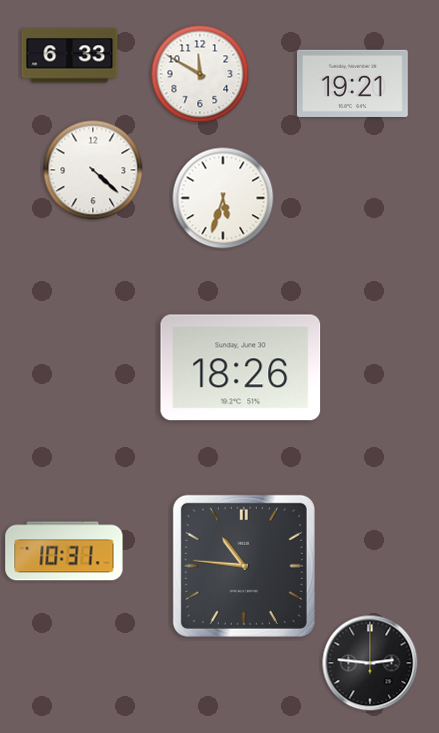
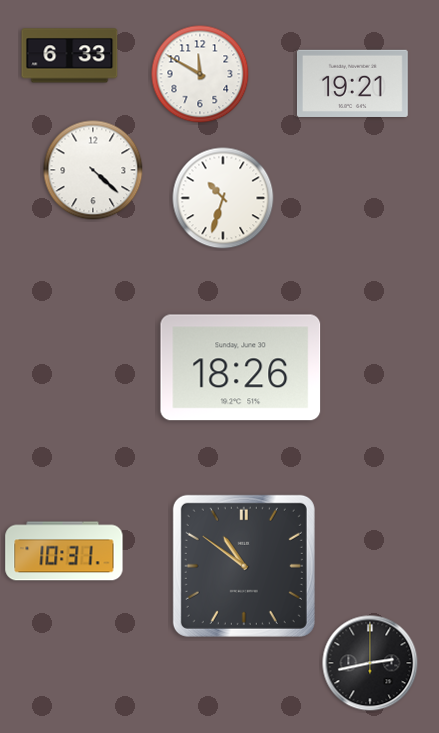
clock at (223, 198): 5:33 -> 10:33
clock at (244, 566): 10:46 -> 10:51
clock at (370, 663): 2:46 -> 2:43
